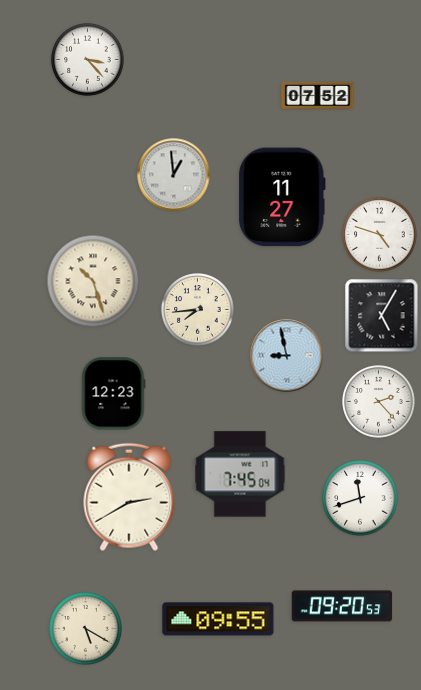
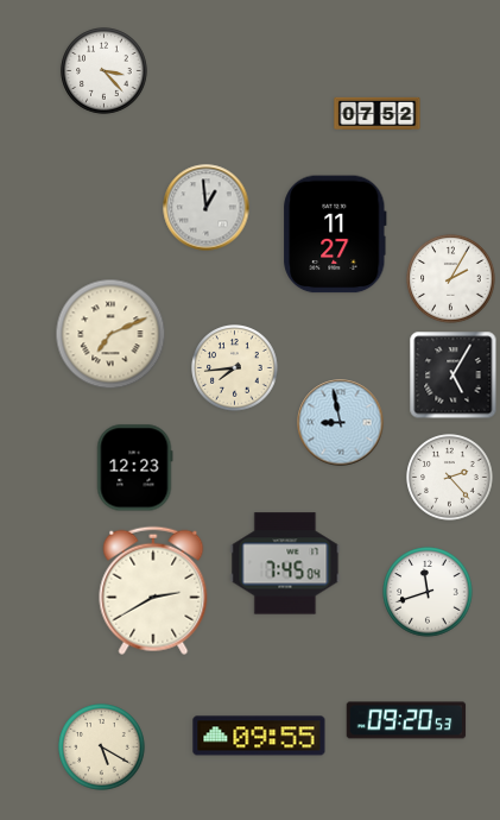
clock at (380, 235): 4:48 -> 2:05
clock at (93, 281): 10:27 -> 7:11
